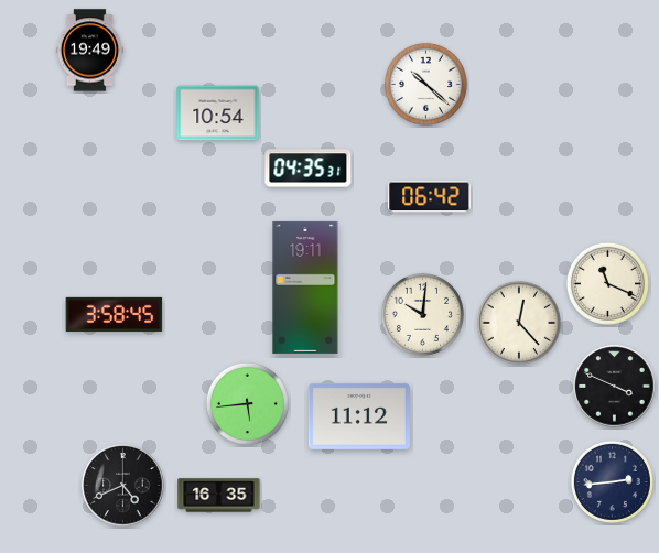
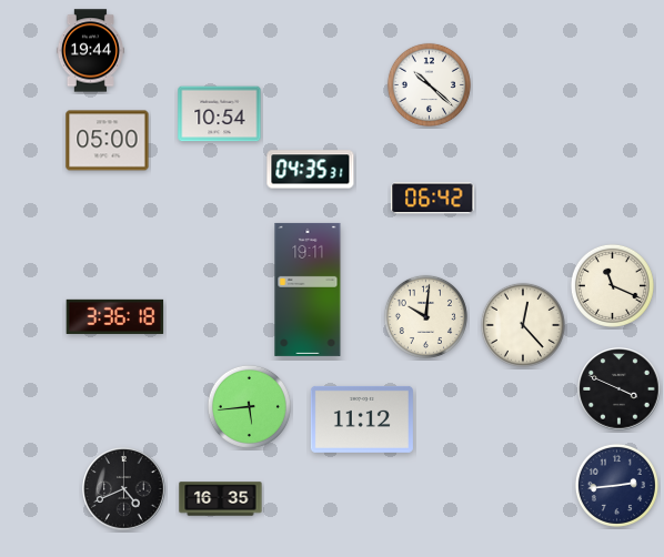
clock at (89, 51): 19:49 -> 19:44
clock at (108, 141): none -> 05:00
clock at (115, 314): 3:58 -> 3:36
